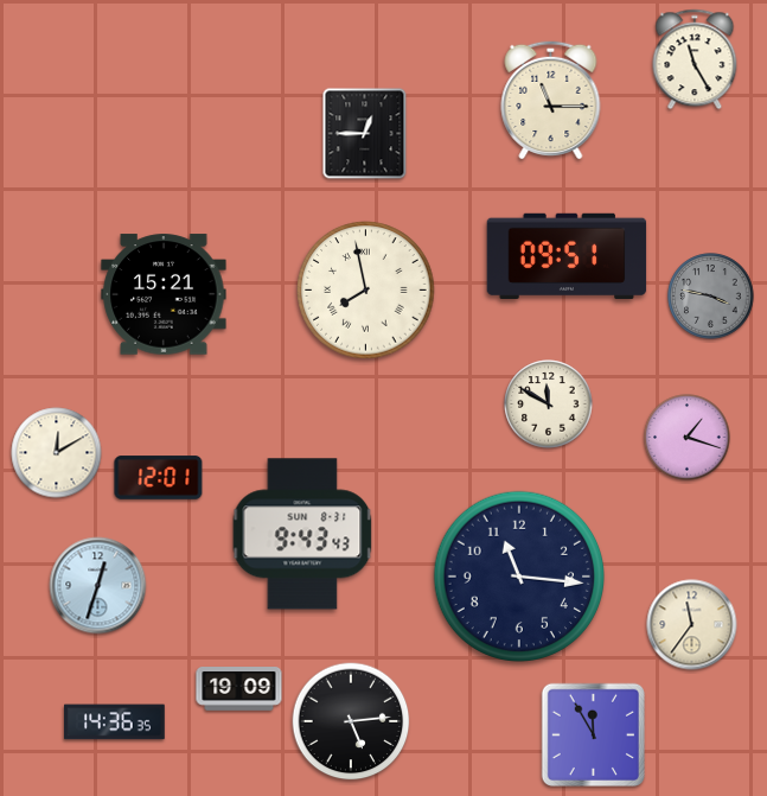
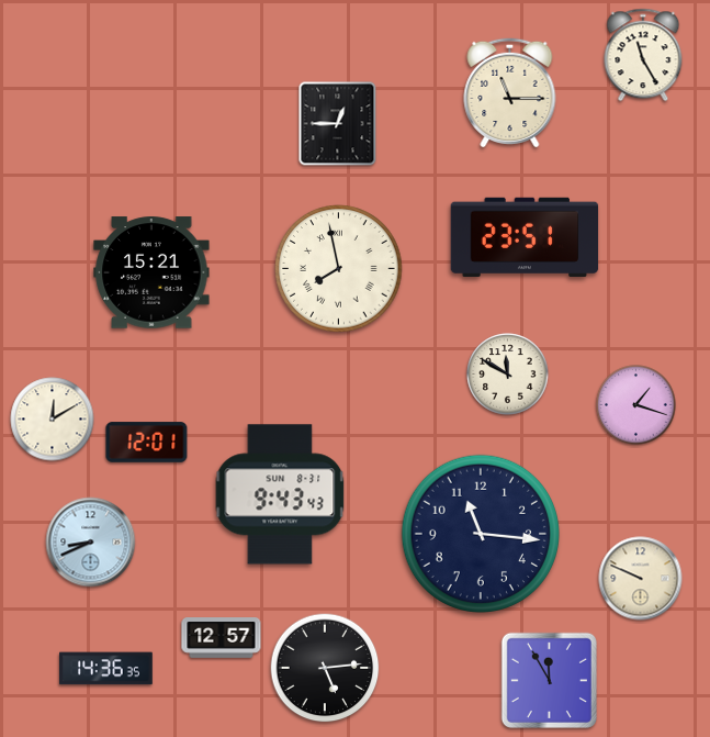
clock at (567, 255): 09:51 -> 23:51
clock at (711, 297): 3:47 -> none
clock at (98, 586): 12:33 -> 8:41
clock at (692, 625): 11:36 -> 9:49
clock at (239, 689): 19:09 -> 12:57
